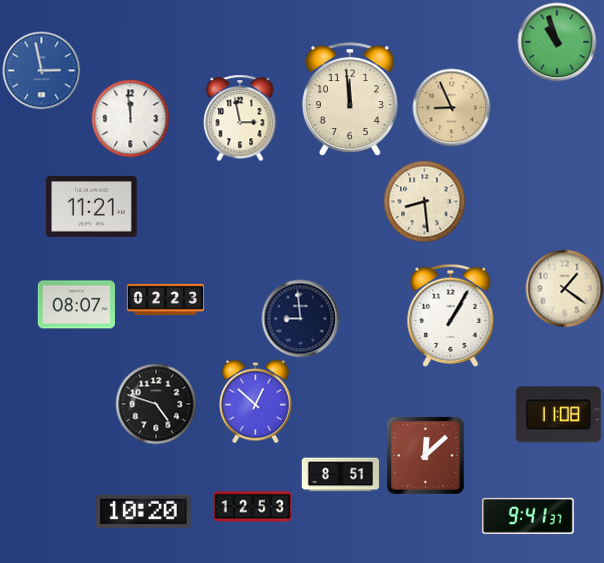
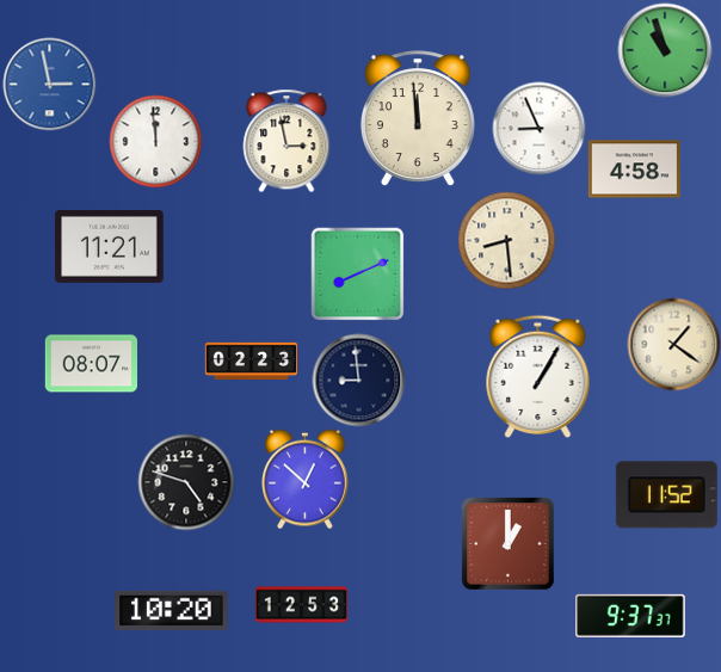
clock at (451, 107) dial: champagne -> white
clock at (634, 169): none -> 4:58
clock at (357, 273): none -> 8:11
clock at (165, 299) position: (165, 299) -> (251, 360)
clock at (558, 415): 11:08 -> 11:52
clock at (425, 455): 12:08 -> 1:00
clock at (340, 475): 8:51 -> none
clock at (528, 516): 9:41 -> 9:37
